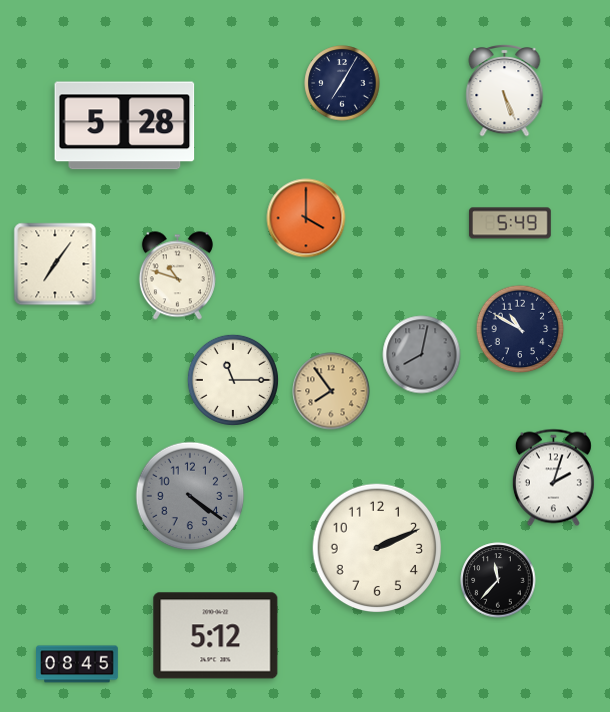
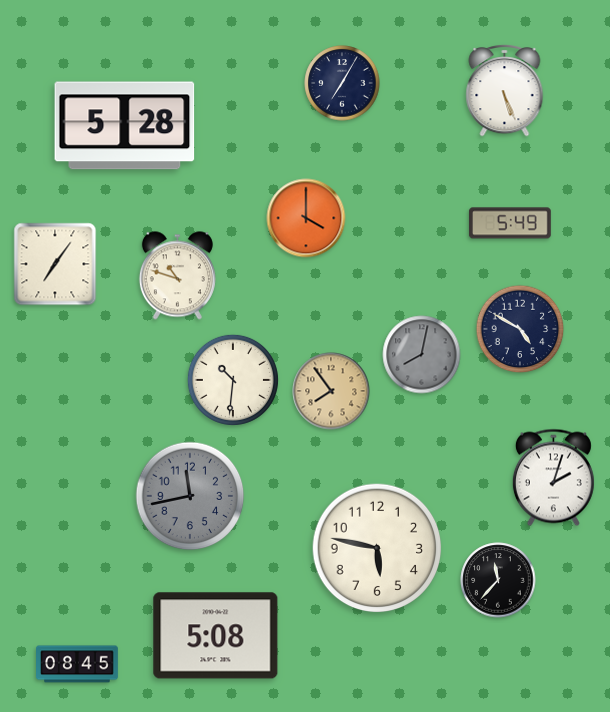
clock at (520, 329): 10:50 -> 4:50
clock at (233, 380): 11:15 -> 10:31
clock at (190, 496): 4:21 -> 11:43
clock at (377, 548): 2:11 -> 5:47
clock at (216, 636): 5:12 -> 5:08
